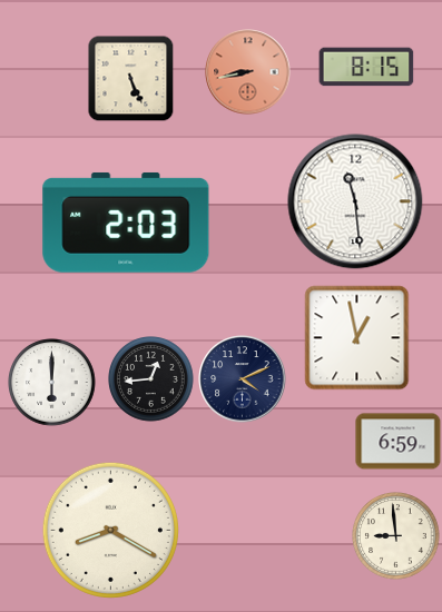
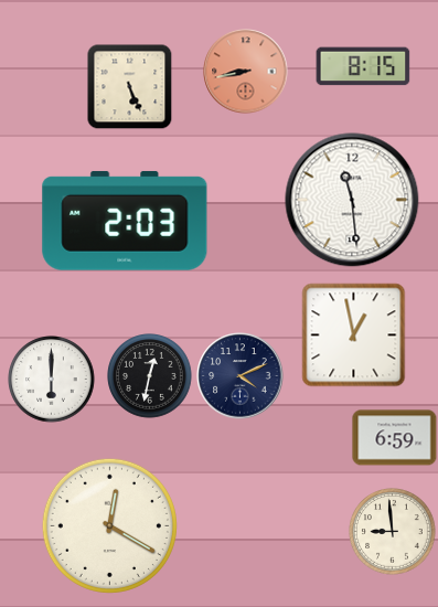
clock at (130, 78) position: (130, 78) -> (129, 86)
clock at (151, 379): 12:44 -> 12:32
clock at (110, 530): 8:20 -> 12:20
